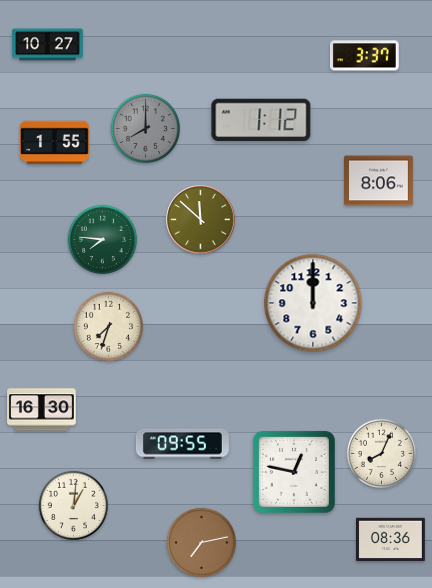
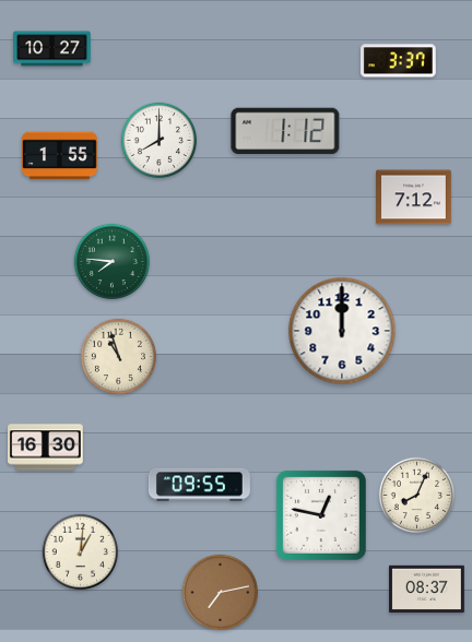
clock at (145, 128) dial: grey -> white
clock at (379, 181): 8:06 -> 7:12
clock at (201, 220): 11:52 -> none
clock at (108, 326): 7:33 -> 10:57
clock at (391, 540): 08:36 -> 08:37
